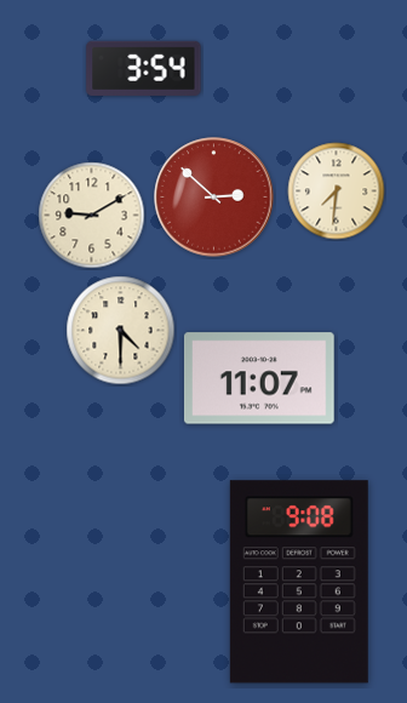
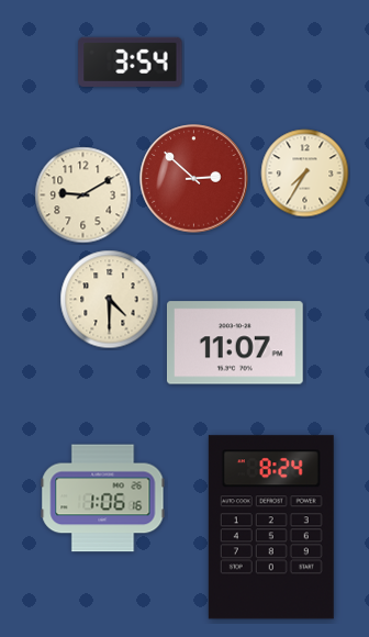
clock at (337, 192): 7:31 -> 7:35
clock at (103, 499): none -> 1:06
clock at (299, 582): 9:08 -> 8:24
